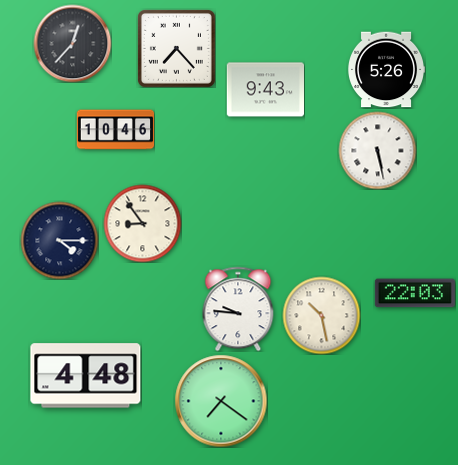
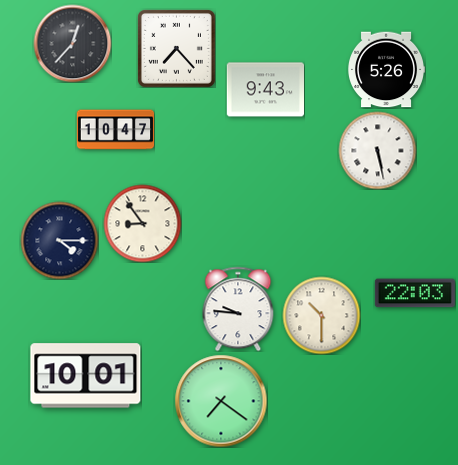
clock at (115, 130): 10:46 -> 10:47
clock at (321, 315): 10:28 -> 10:30
clock at (86, 376): 4:48 -> 10:01
